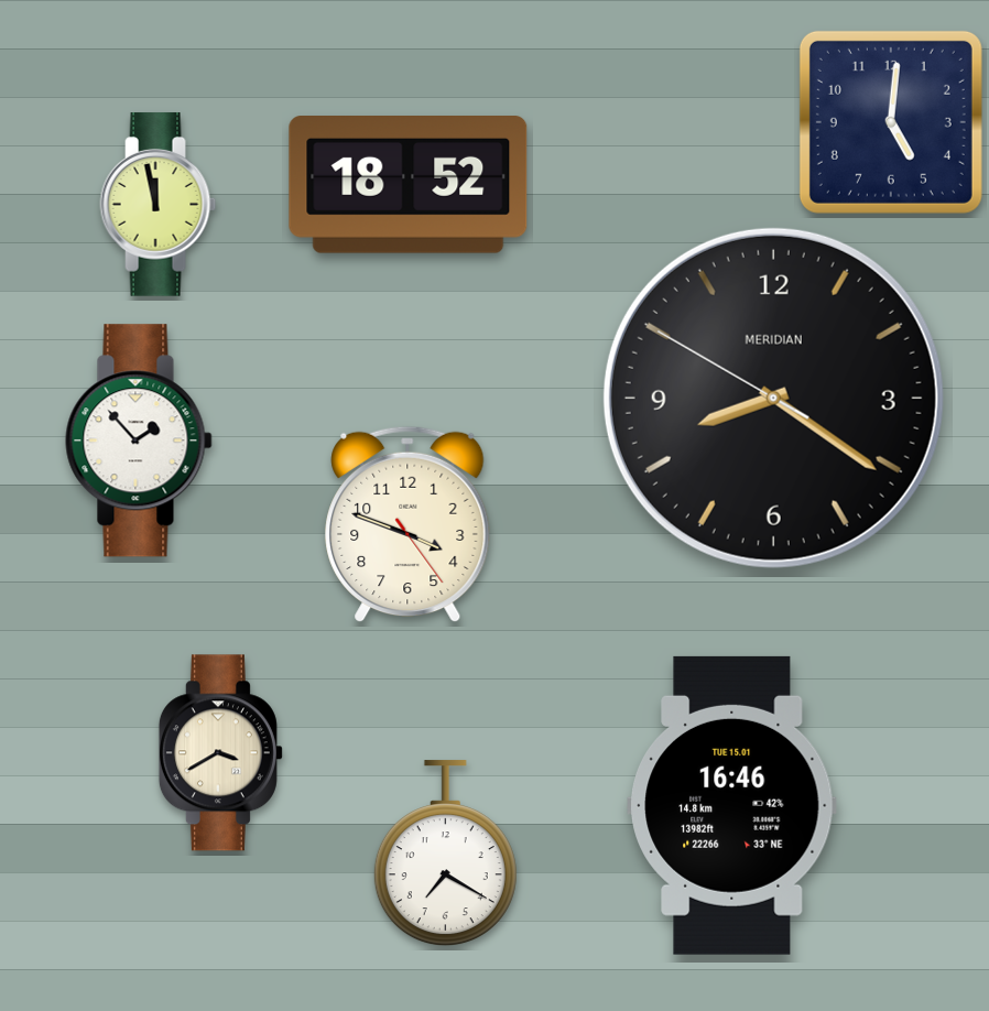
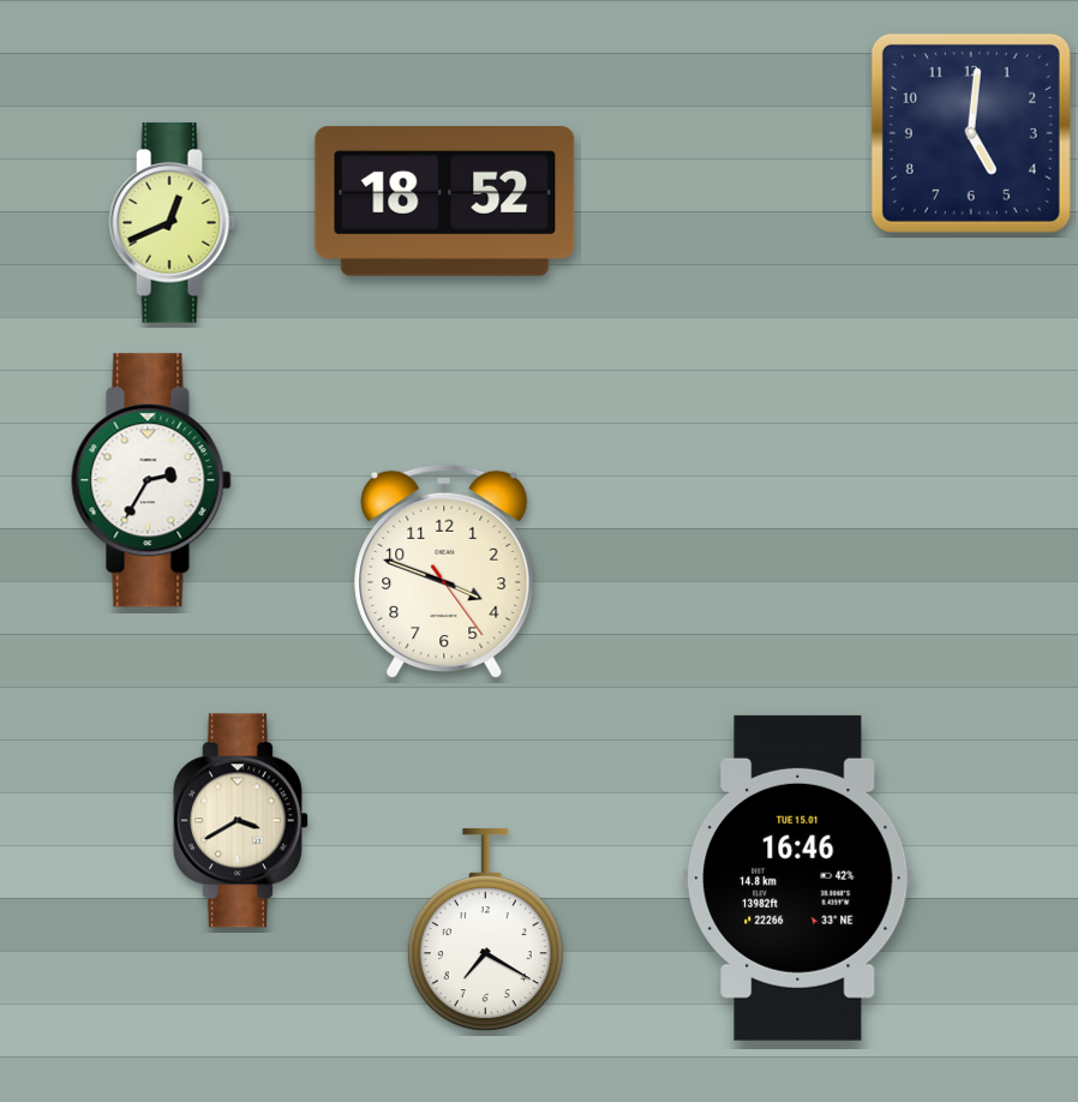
clock at (159, 205): 11:58 -> 12:41
clock at (773, 398): 8:20 -> none
clock at (139, 441): 1:53 -> 2:35
